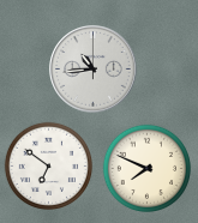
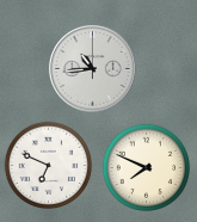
clock at (48, 165): 6:51 -> 6:49
